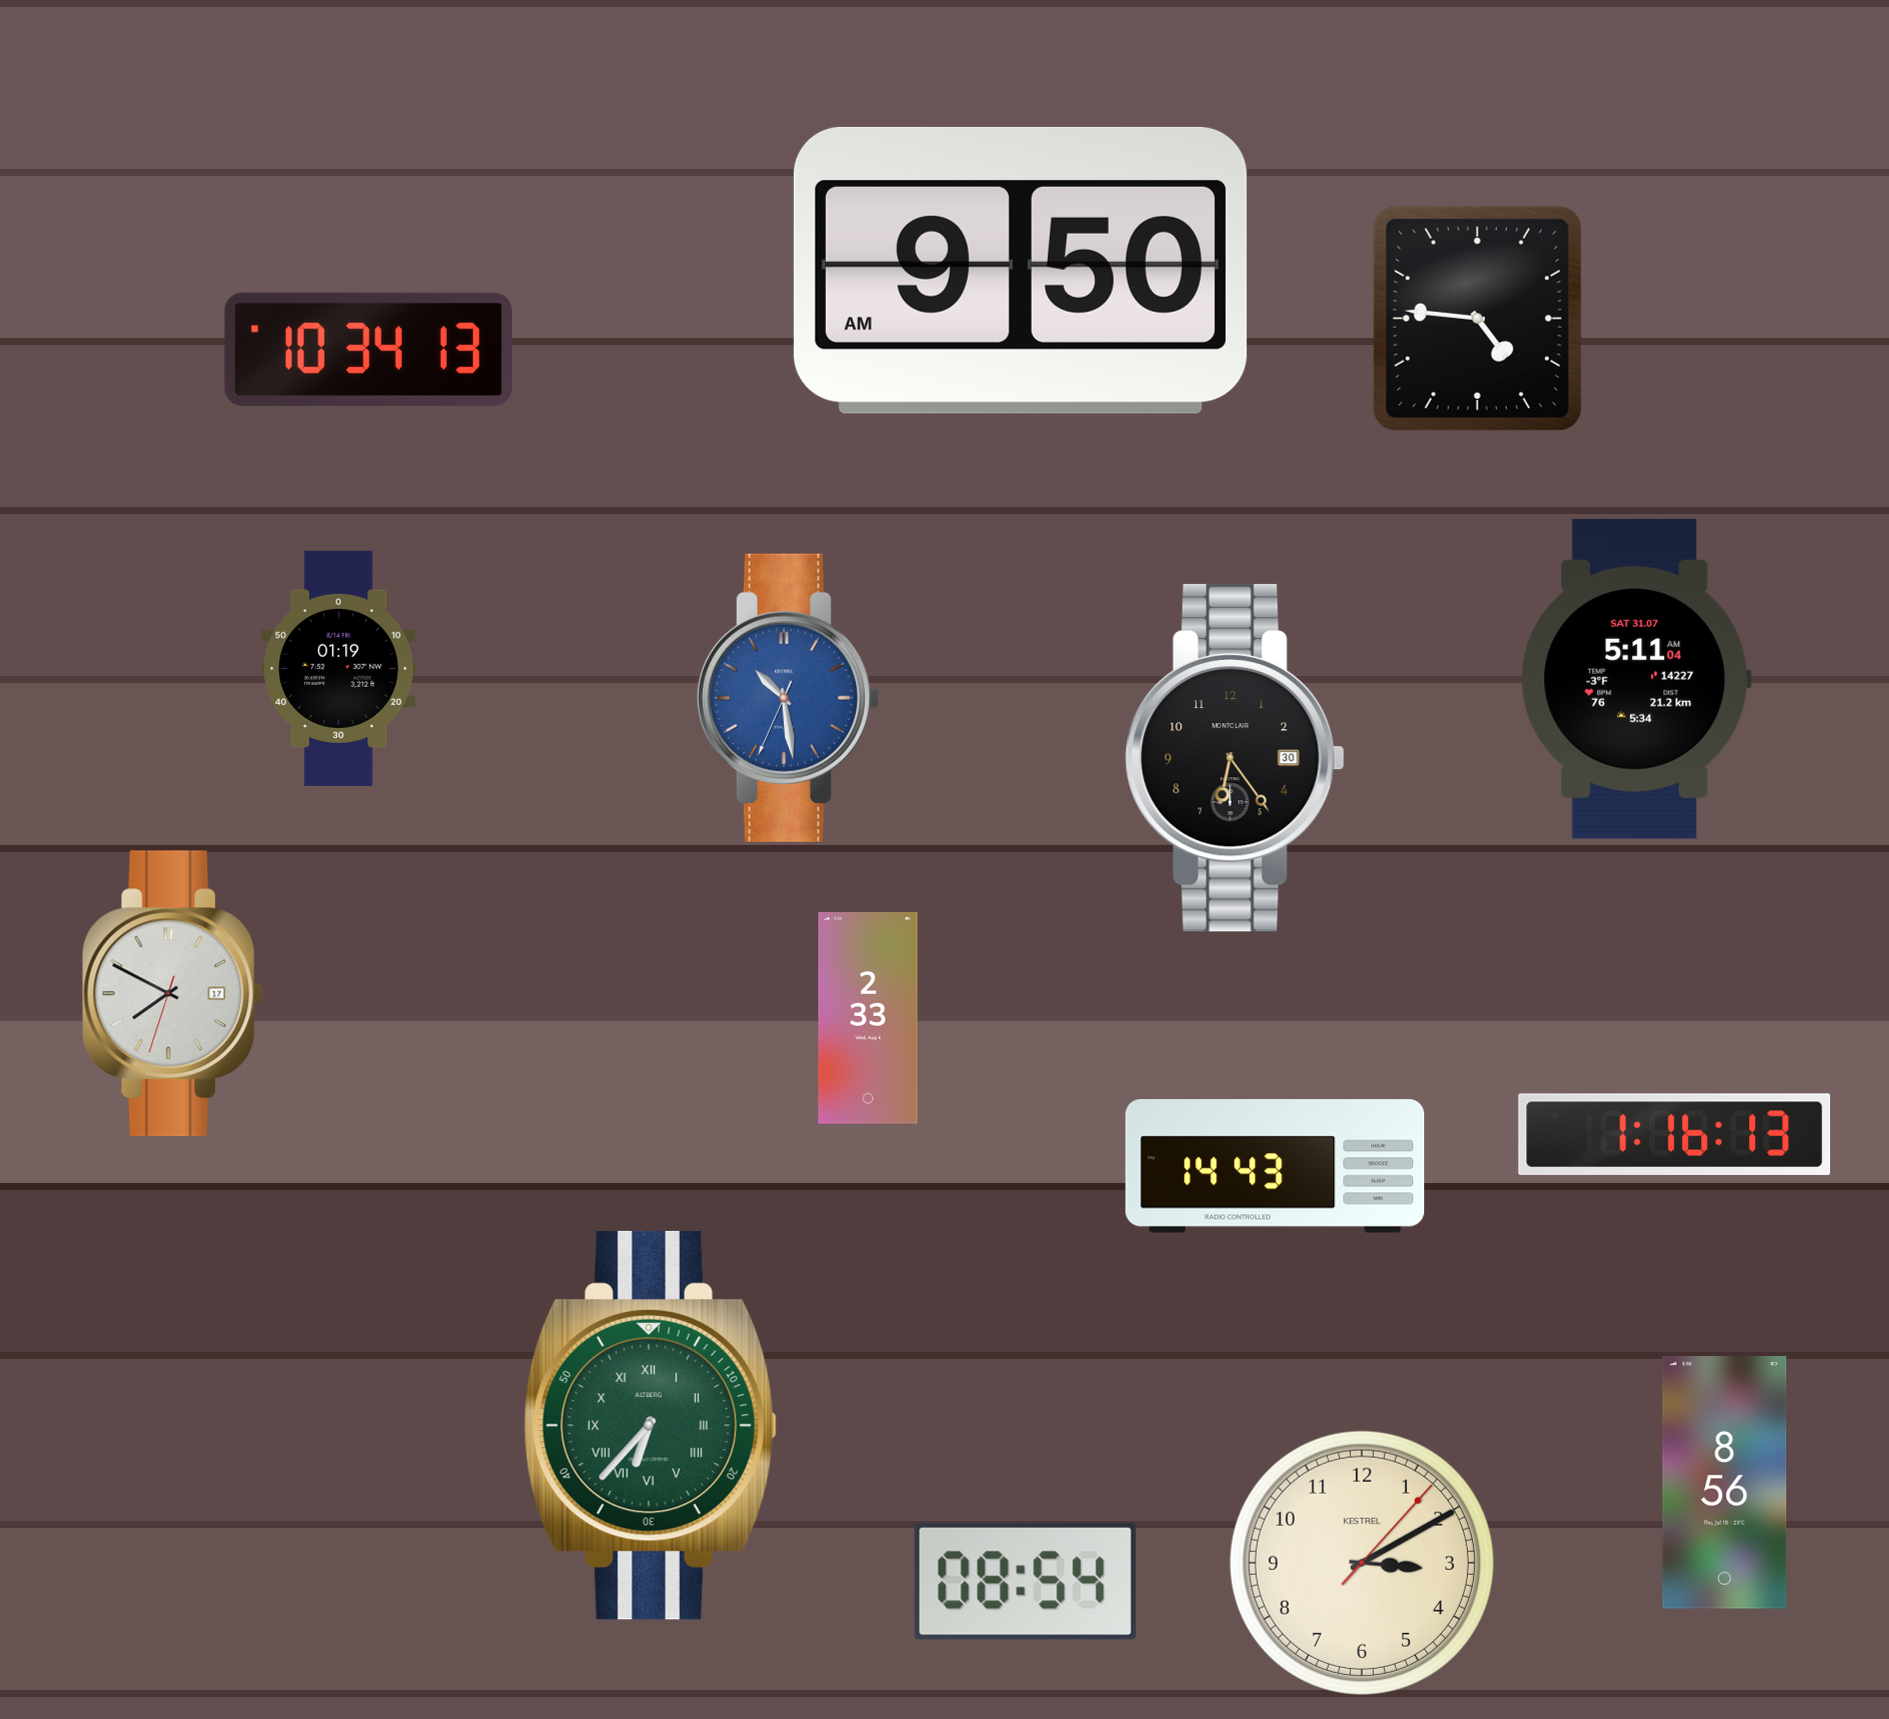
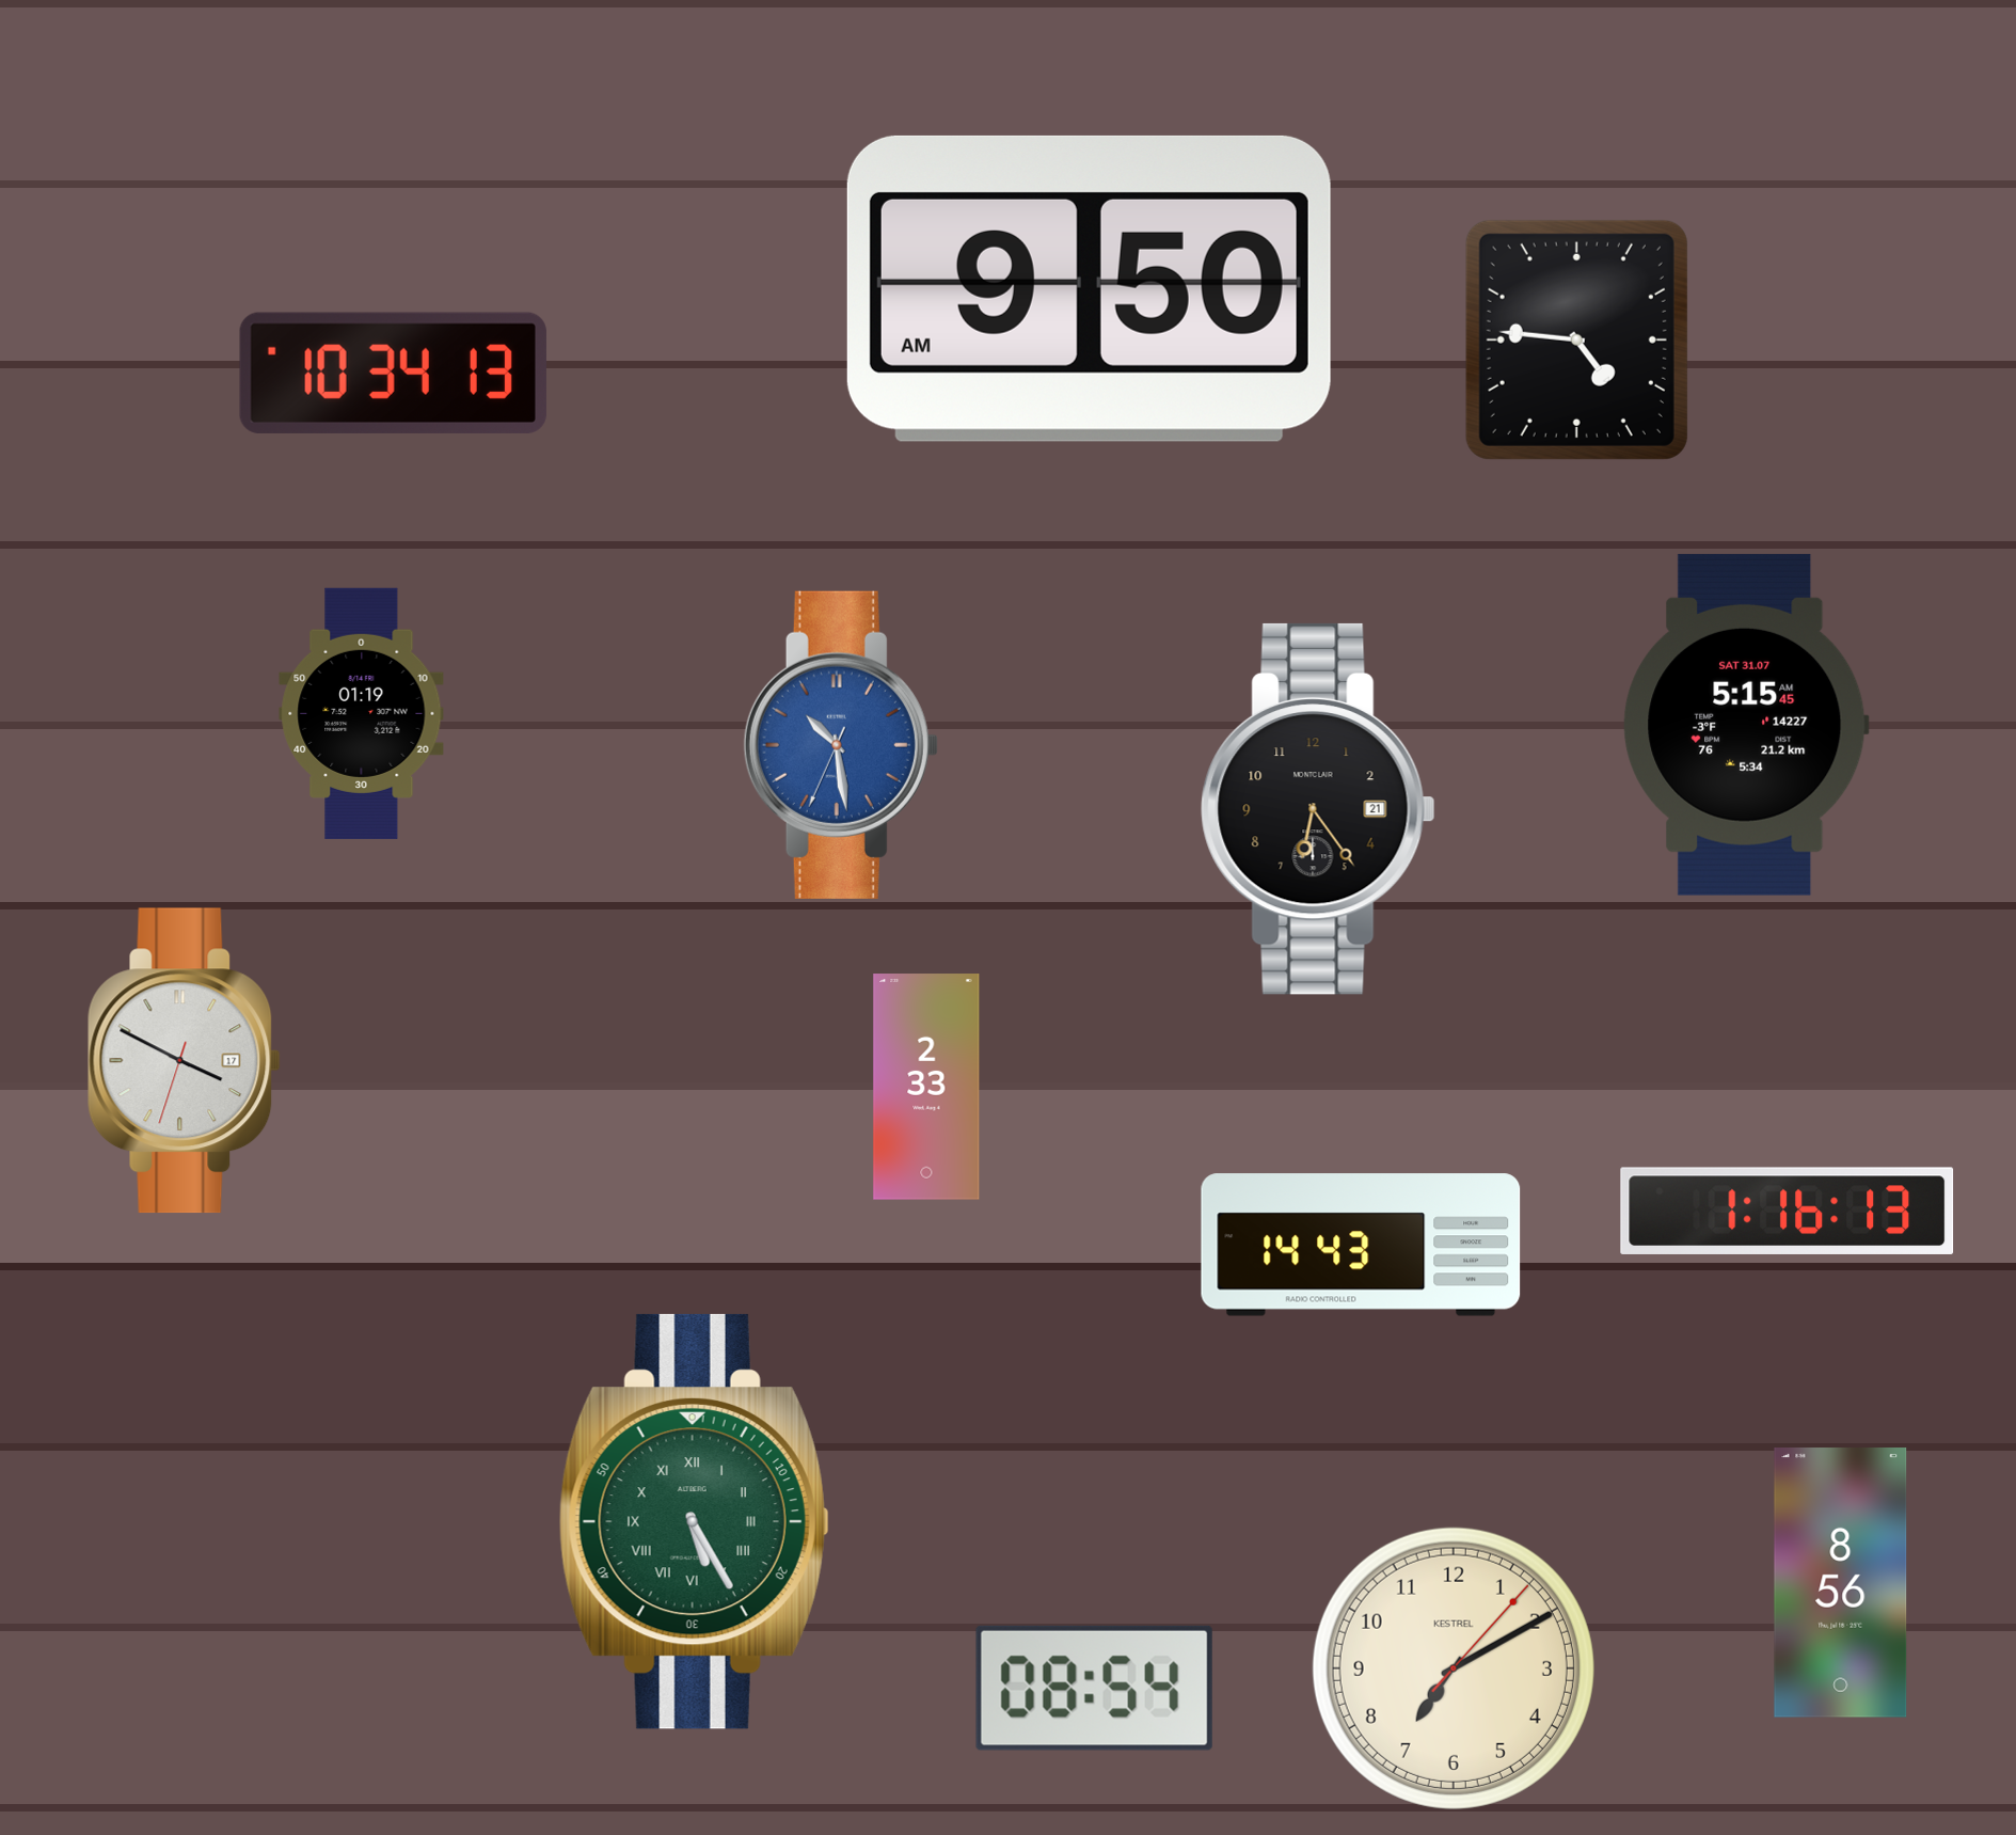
clock at (1636, 679): 5:11 -> 5:15
clock at (1235, 758) date: 30 -> 21
clock at (172, 994): 7:49 -> 3:49
clock at (650, 1425): 6:37 -> 5:25
clock at (1362, 1563): 3:10 -> 7:10
